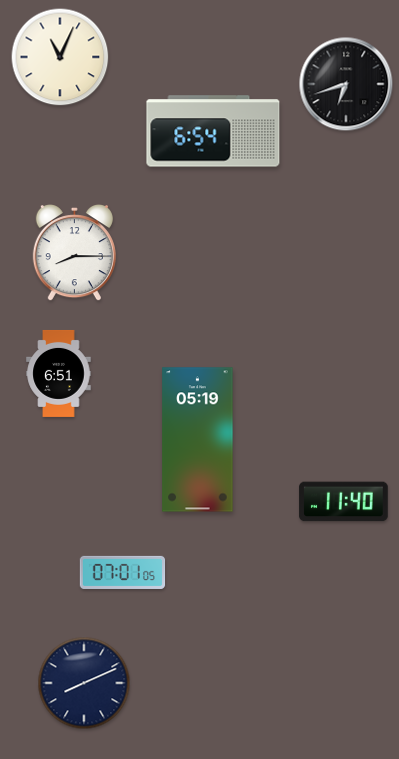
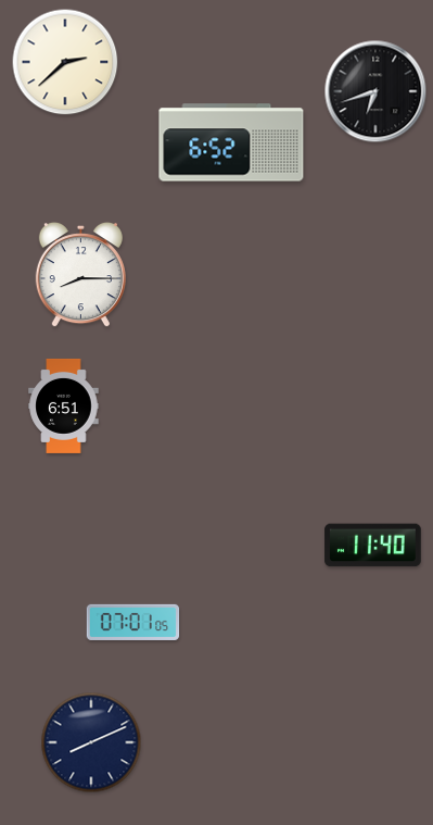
clock at (60, 57): 11:04 -> 2:38
clock at (213, 131): 6:54 -> 6:52
clock at (198, 440): 05:19 -> none
